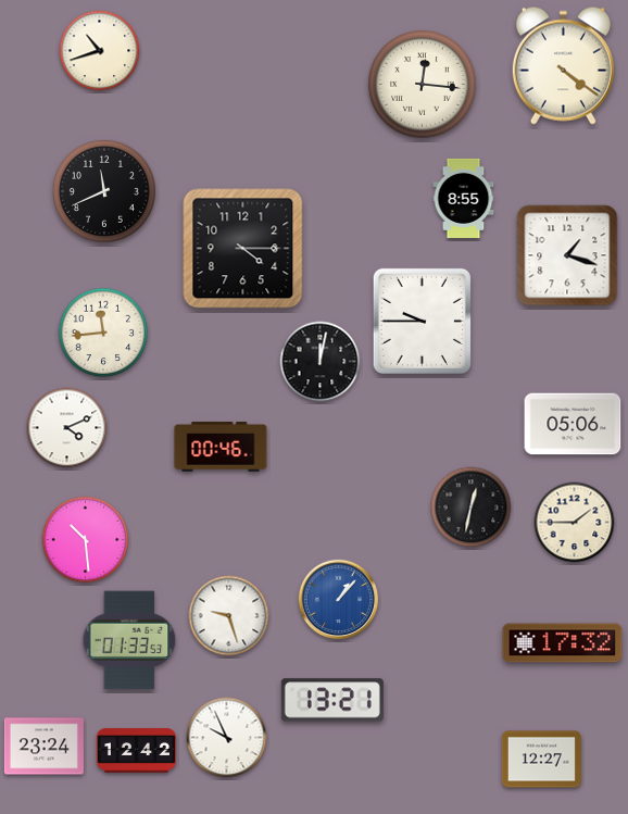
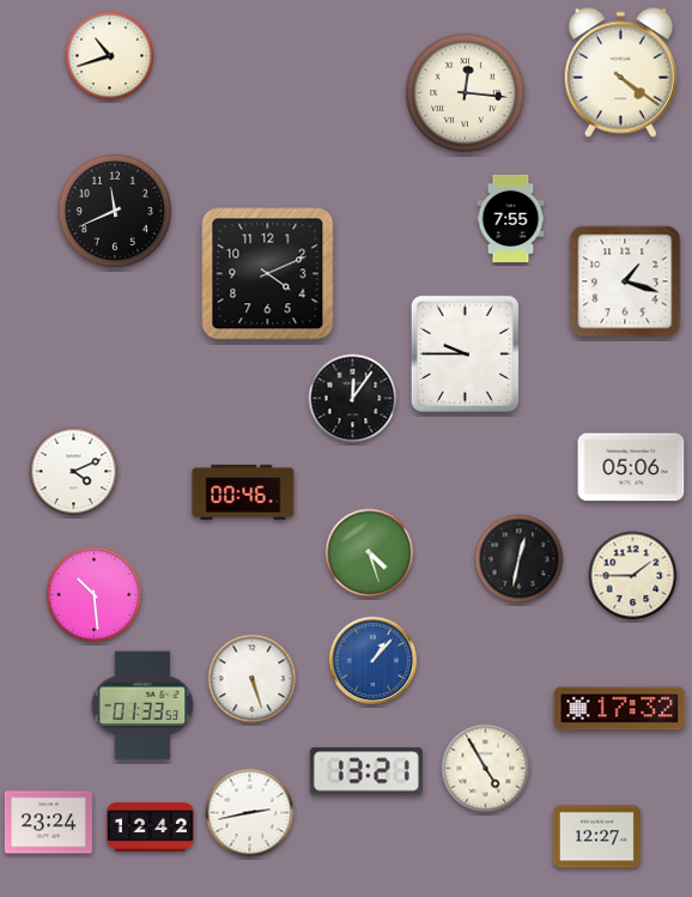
clock at (464, 198): 8:55 -> 7:55
clock at (243, 249): 4:15 -> 4:11
clock at (103, 333): 11:44 -> none
clock at (321, 362): 12:02 -> 12:06
clock at (370, 553): none -> 4:27
clock at (229, 616): 9:27 -> 5:27
clock at (486, 769): none -> 4:55
clock at (227, 738): 9:56 -> 2:43
